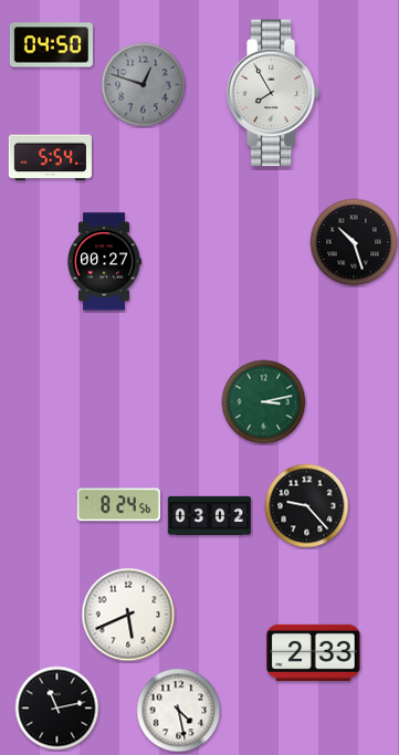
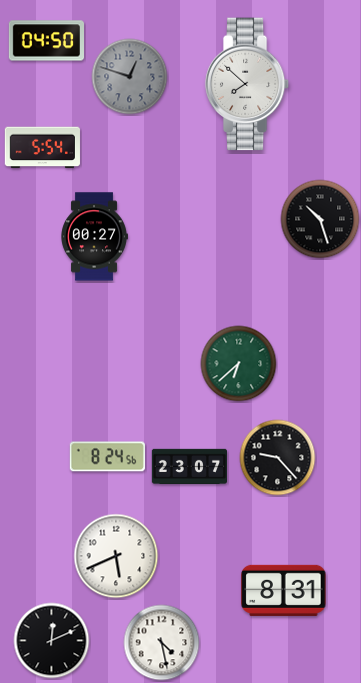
clock at (273, 93): 7:55 -> 7:52
clock at (50, 158) position: (50, 158) -> (42, 148)
clock at (264, 402): 3:13 -> 6:38
clock at (209, 515): 03:02 -> 23:07
clock at (314, 652): 2:33 -> 8:31
clock at (57, 709): 11:13 -> 12:11
